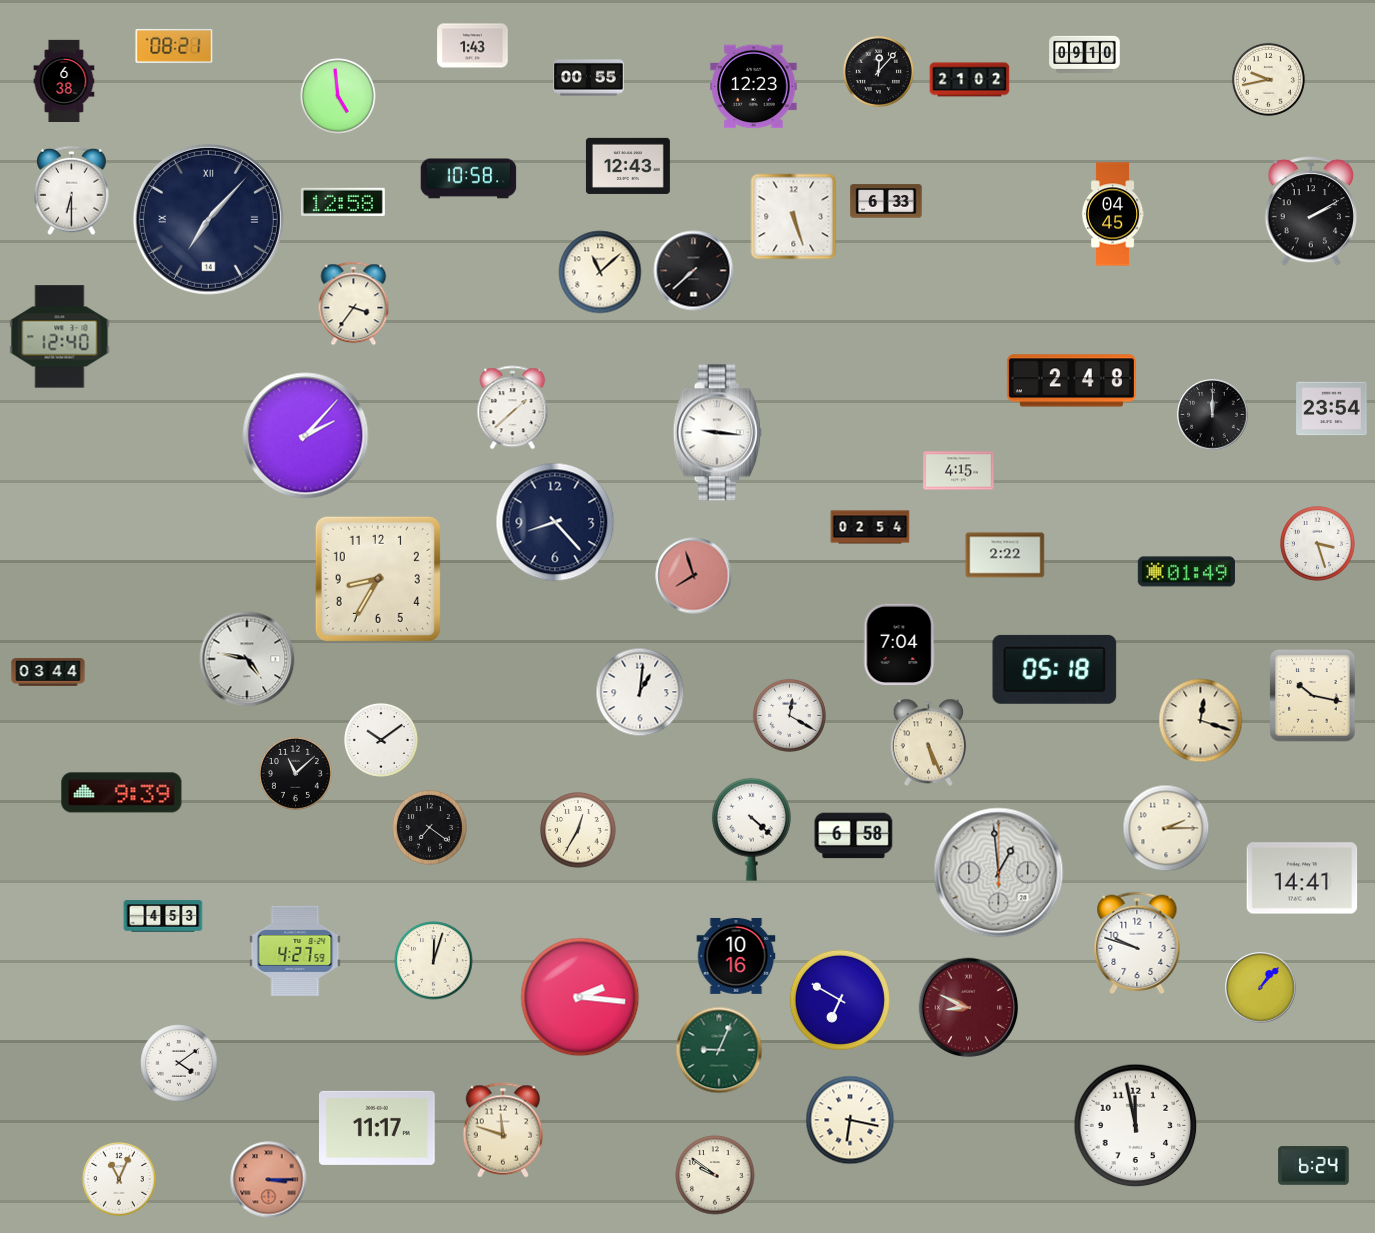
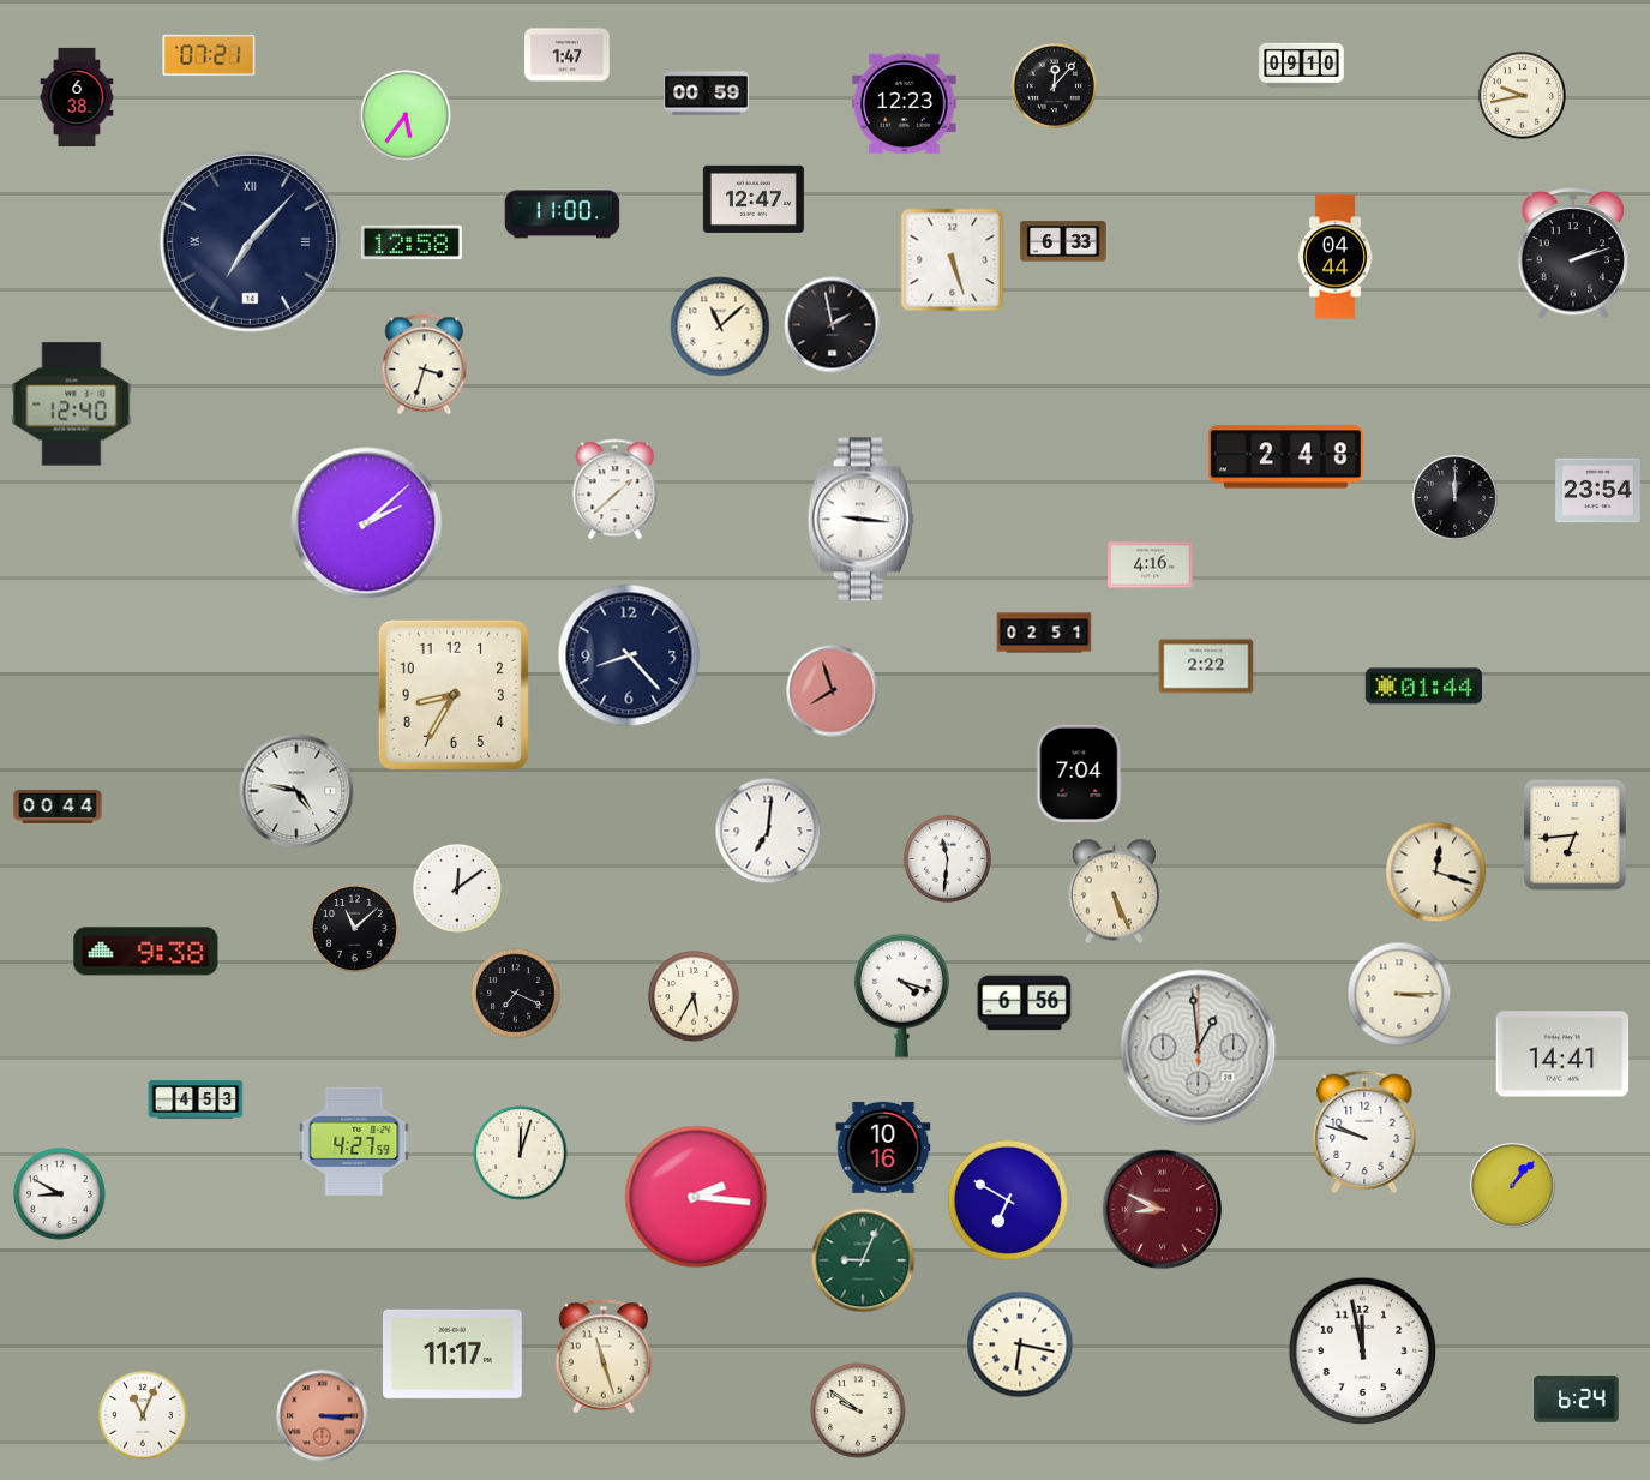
clock at (174, 46): 08:21 -> 07:21
clock at (473, 46): 1:43 -> 1:47
clock at (589, 78): 00:55 -> 00:59
clock at (970, 80): 21:02 -> none
clock at (338, 96): 4:59 -> 5:36
clock at (628, 166): 12:43 -> 12:47
clock at (469, 179): 10:58 -> 11:00
clock at (72, 191): 6:30 -> none
clock at (1310, 212): 2:10 -> 2:12
clock at (1113, 214): 04:45 -> 04:44
clock at (208, 219) position: (208, 219) -> (250, 241)
clock at (694, 271): 7:38 -> 1:58
clock at (354, 304): 3:36 -> 3:33
clock at (306, 436): 2:07 -> 2:08
clock at (959, 471): 4:15 -> 4:16
clock at (555, 522) position: (555, 522) -> (629, 655)
clock at (870, 527): 02:54 -> 02:51
clock at (1318, 544): 3:27 -> none
clock at (1186, 572): 01:49 -> 01:44
clock at (1055, 669): 05:18 -> none
clock at (48, 673): 03:44 -> 00:44
clock at (640, 692): 1:01 -> 7:01
clock at (1313, 696): 10:17 -> 6:44
clock at (789, 715): 12:20 -> 11:31
clock at (1201, 721) position: (1201, 721) -> (1436, 873)
clock at (381, 740): 10:09 -> 12:09
clock at (122, 793): 9:39 -> 9:38
clock at (430, 828): 7:21 -> 7:19
clock at (1166, 828): 2:15 -> 3:15
clock at (751, 829): 4:22 -> 4:18
clock at (578, 830): 12:35 -> 5:35
clock at (854, 836): 6:58 -> 6:56
clock at (60, 1194): none -> 8:50
clock at (179, 1063): 4:09 -> none
clock at (502, 1130): 11:48 -> 11:27
